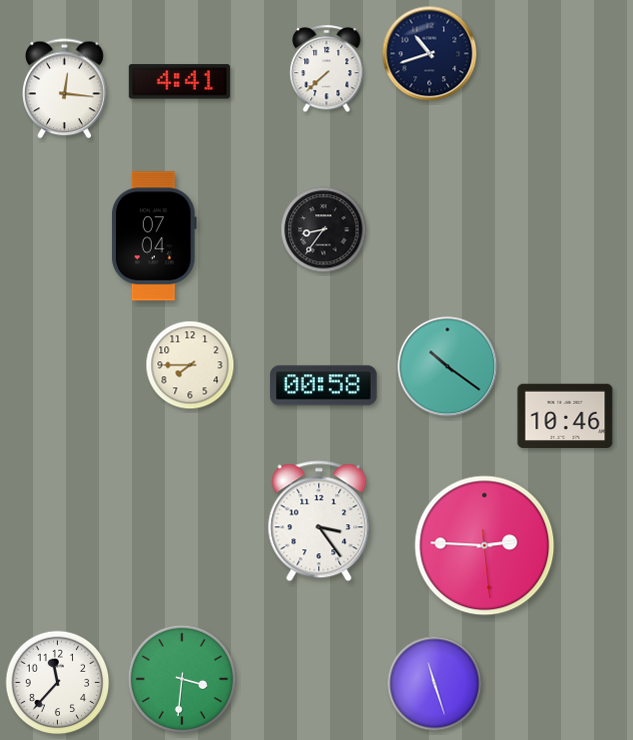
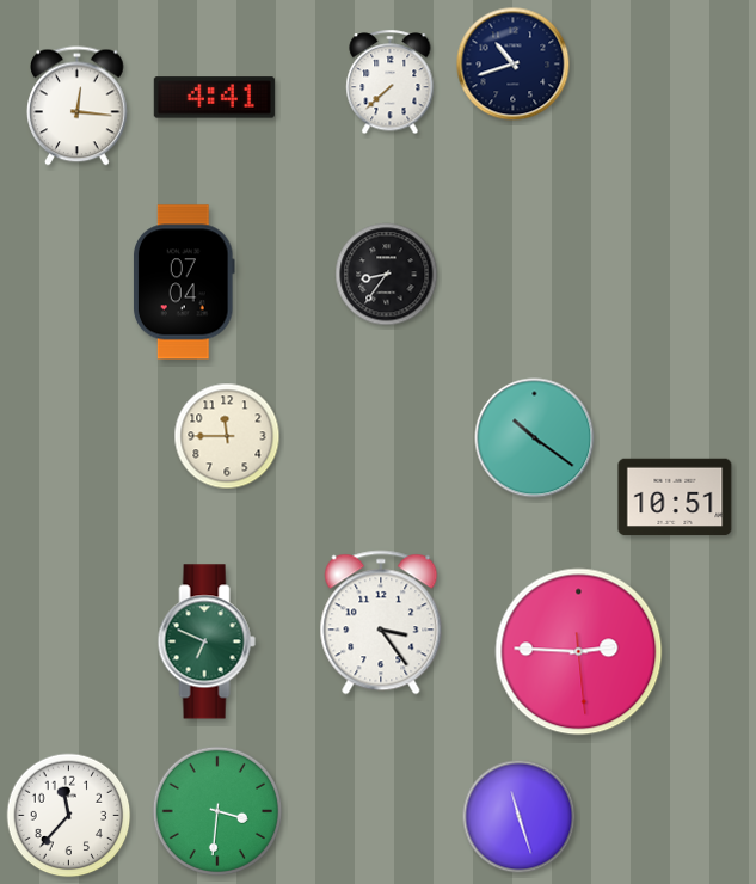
clock at (190, 365): 7:45 -> 11:45
clock at (324, 386): 00:58 -> none
clock at (565, 416): 10:46 -> 10:51
clock at (207, 641): none -> 6:49
